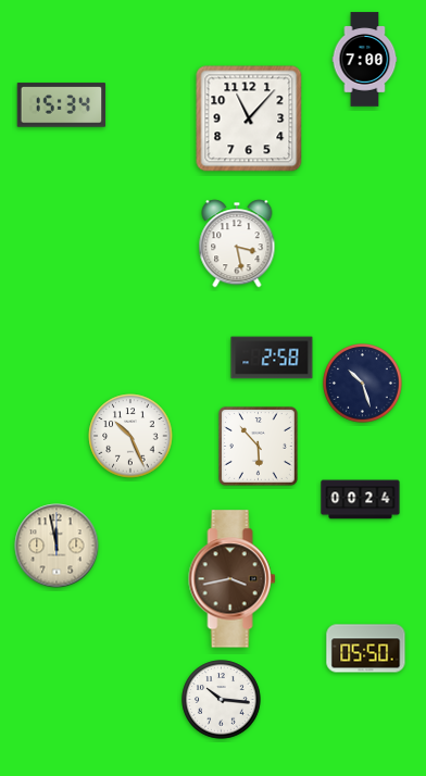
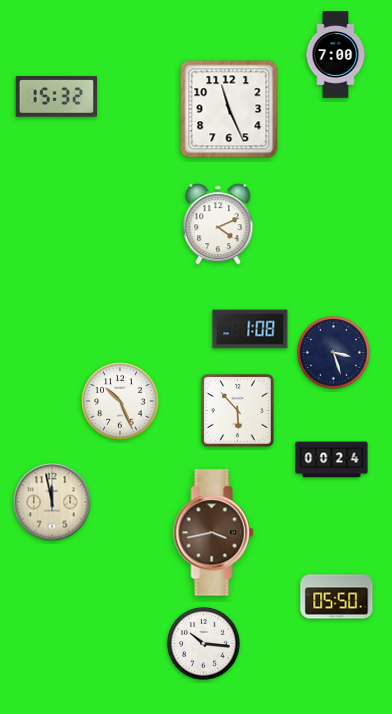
clock at (62, 105): 15:34 -> 15:32
clock at (249, 118): 11:07 -> 11:26
clock at (237, 243): 3:28 -> 4:11
clock at (272, 358): 2:58 -> 1:08
clock at (363, 384): 10:27 -> 3:27
